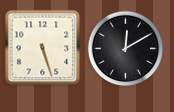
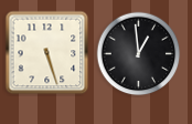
clock at (126, 49): 12:10 -> 12:59
